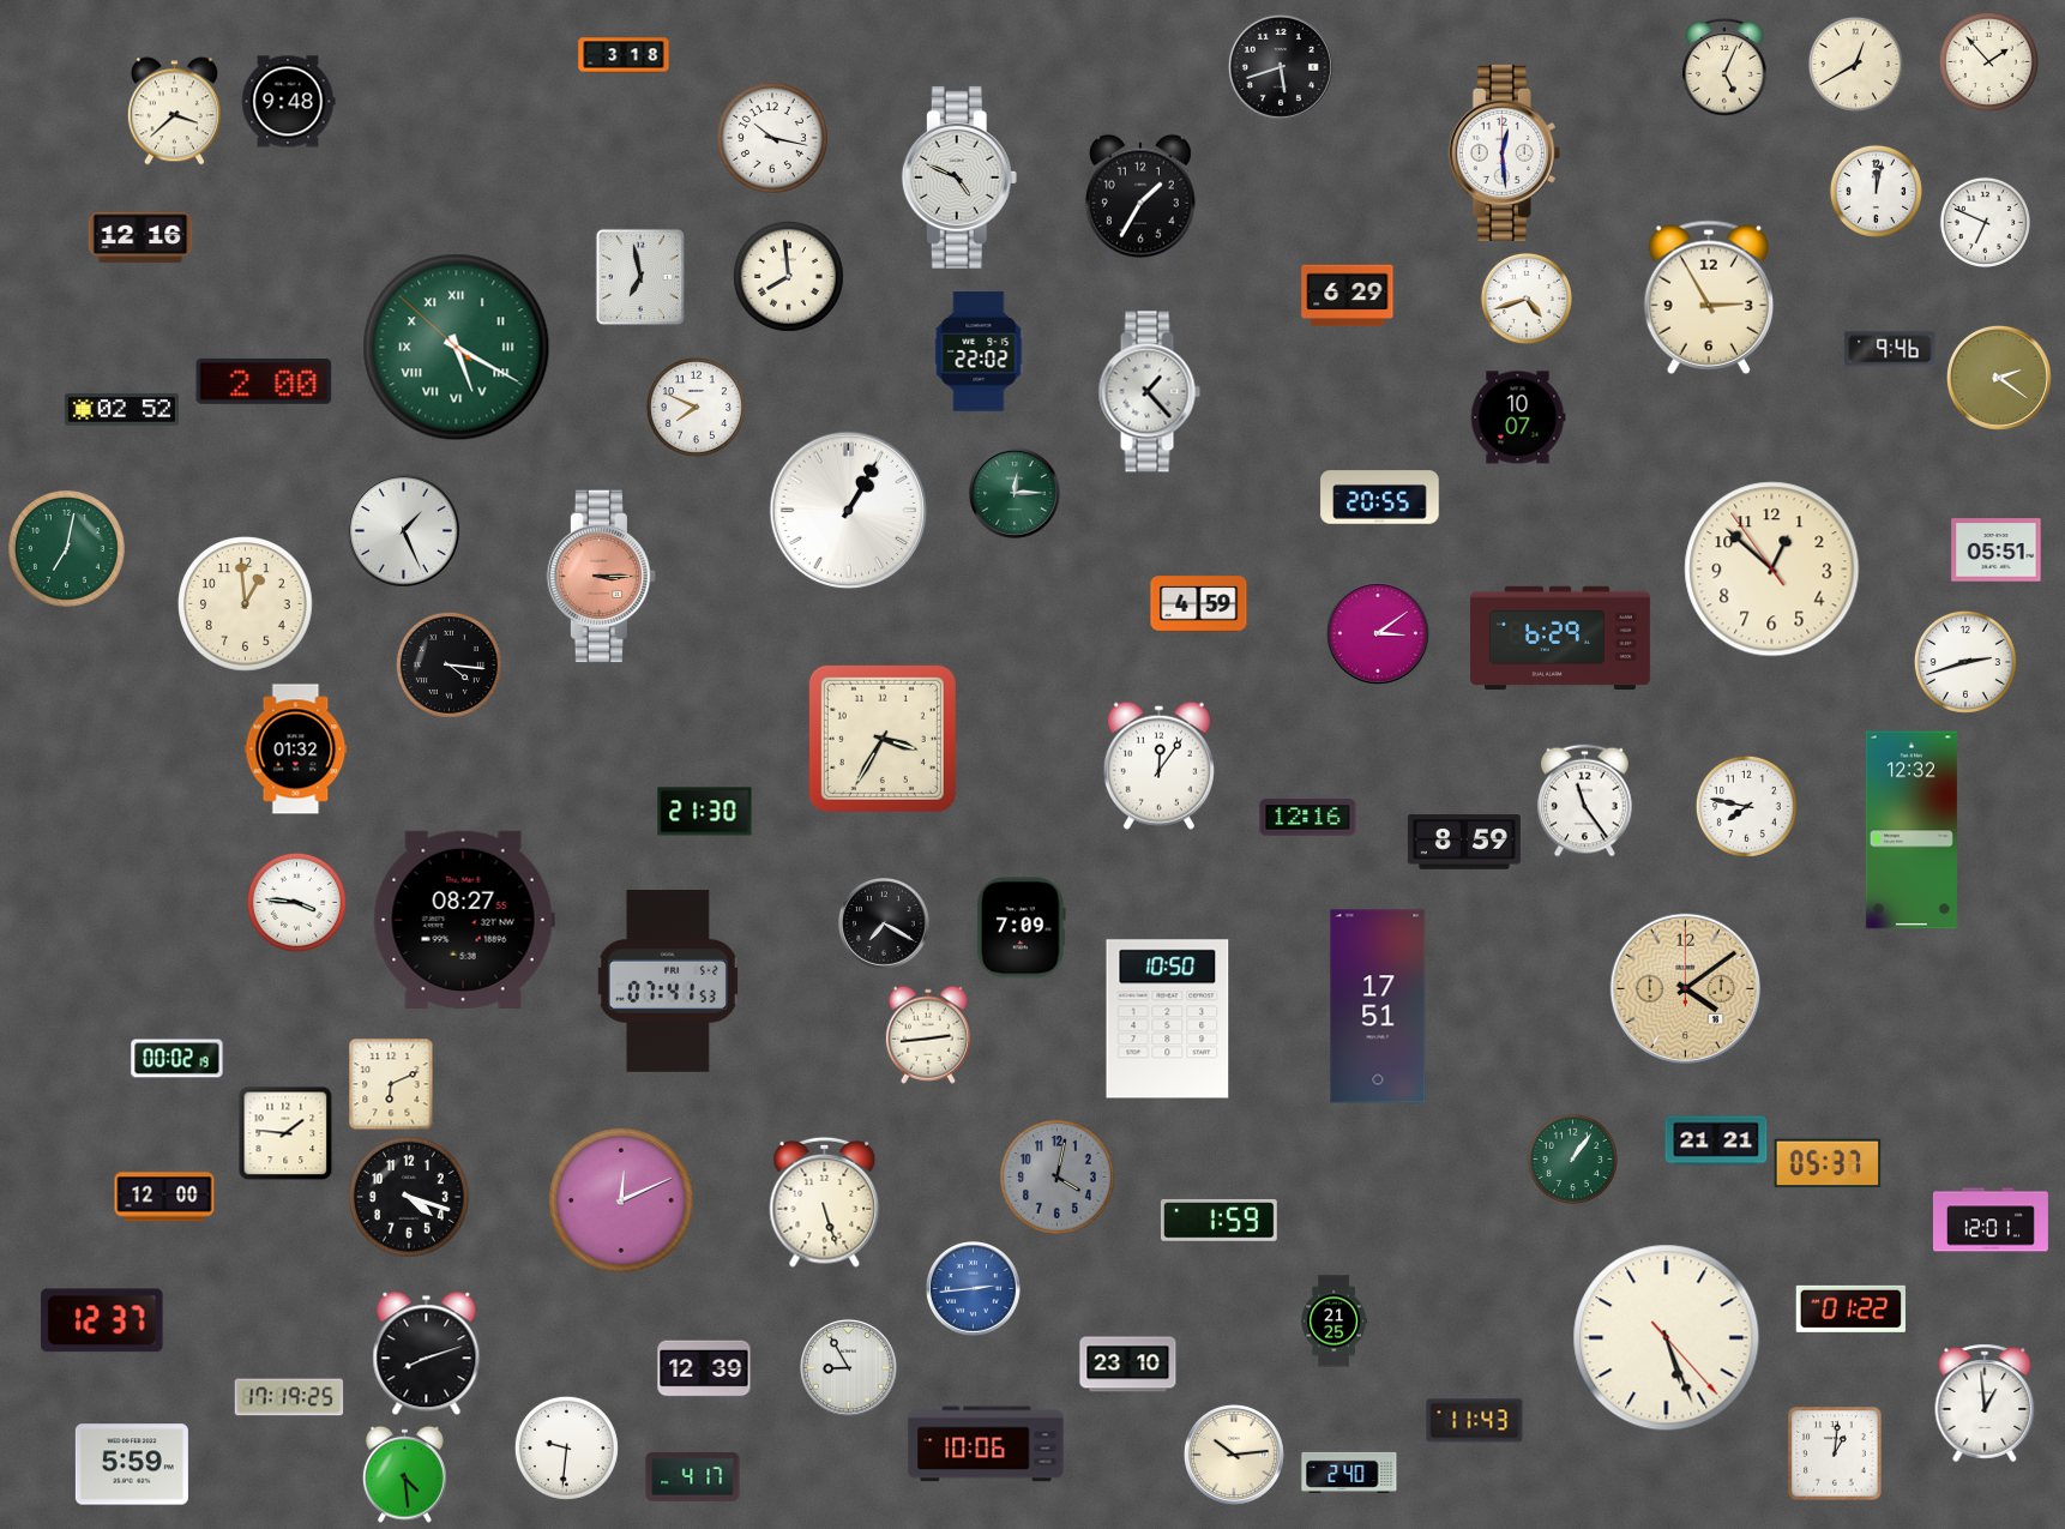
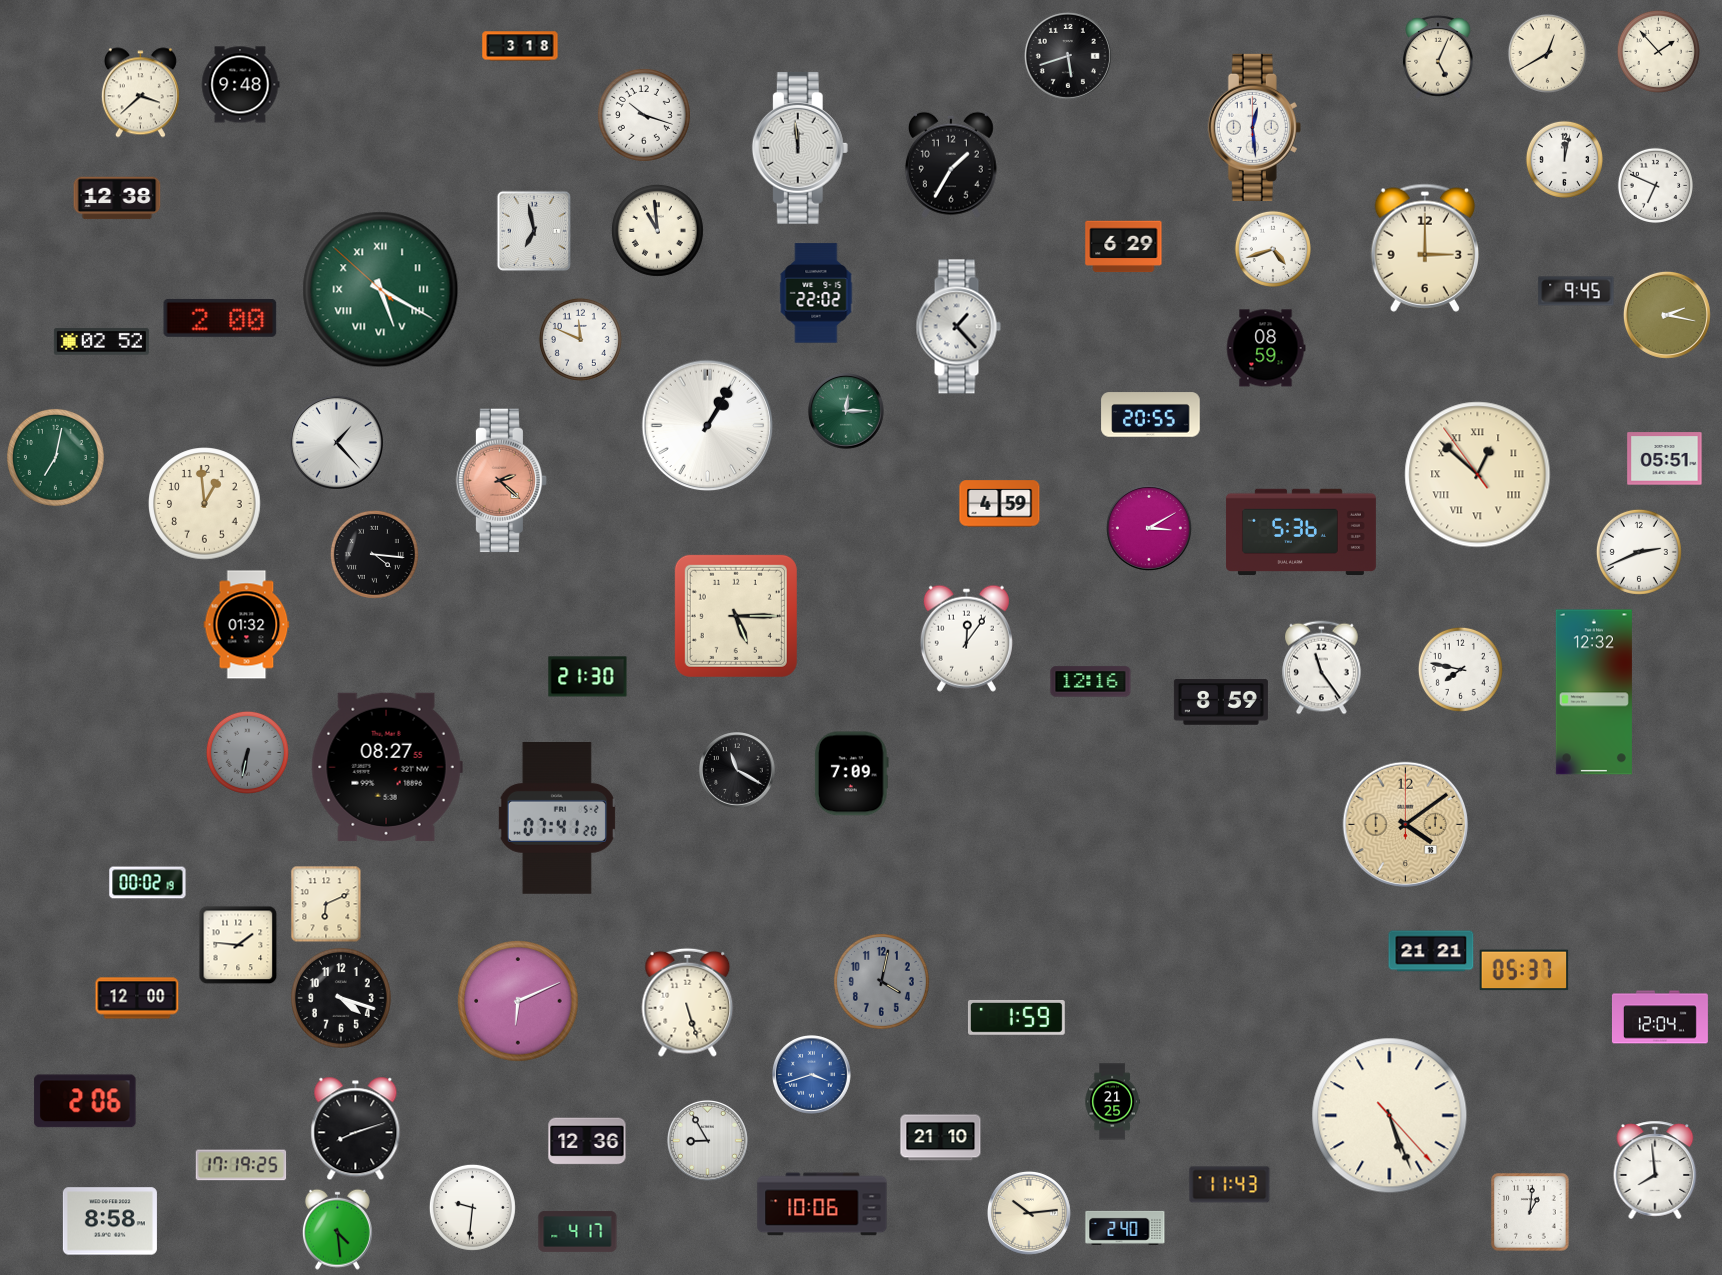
clock at (174, 112) position: (174, 112) -> (140, 93)
clock at (772, 138): 10:17 -> 10:18
clock at (959, 177): 4:49 -> 11:59
clock at (140, 237): 12:16 -> 12:38
clock at (788, 276): 7:59 -> 10:59
clock at (1708, 297): 2:55 -> 3:00
clock at (1890, 349): 9:46 -> 9:45
clock at (1999, 378): 2:21 -> 2:17
clock at (696, 407): 7:49 -> 11:49
clock at (1518, 417): 10:07 -> 08:59
clock at (403, 530): 1:26 -> 1:23
clock at (1772, 570) numerals: Arabic -> Roman
clock at (602, 577): 3:15 -> 2:22
clock at (1378, 633): 3:09 -> 3:10
clock at (1560, 638): 6:29 -> 5:36
clock at (1965, 662): 2:42 -> 2:41
clock at (883, 739): 3:35 -> 5:15
clock at (1746, 806) position: (1746, 806) -> (1460, 669)
clock at (296, 902): 3:46 -> 6:32
clock at (296, 902) dial: white -> grey
clock at (885, 925): 7:20 -> 11:20
clock at (668, 982): 07:41:53 -> 07:41:20
clock at (1378, 1006): 17:51 -> none
clock at (1168, 1019): 10:50 -> none
clock at (928, 1035): 2:44 -> none
clock at (1572, 1158): 1:06 -> none
clock at (621, 1200): 12:11 -> 6:11
clock at (1991, 1220): 12:01 -> 12:04
clock at (974, 1289): 2:44 -> 3:42
clock at (1850, 1308): 01:22 -> none
clock at (102, 1320): 12:37 -> 2:06
clock at (1128, 1365): 23:10 -> 21:10
clock at (704, 1368): 12:39 -> 12:36
clock at (1985, 1403): 12:59 -> 7:59
clock at (132, 1464): 5:59 -> 8:58
